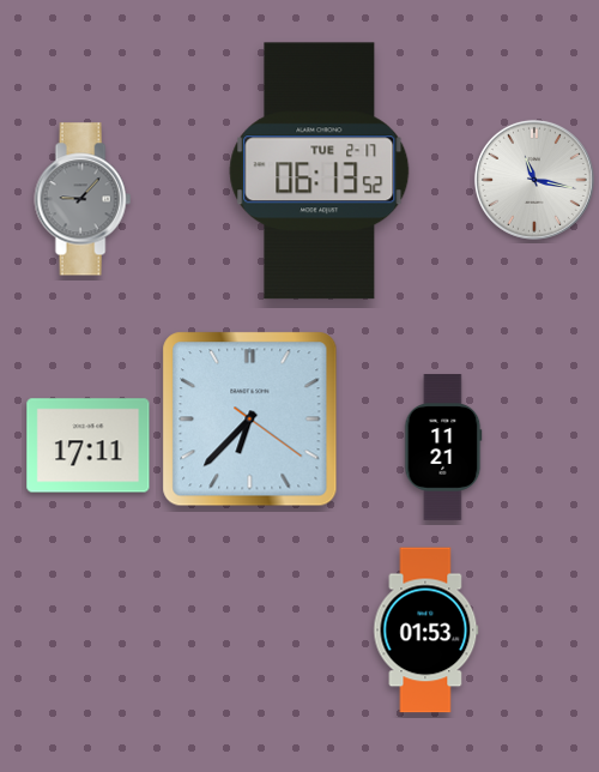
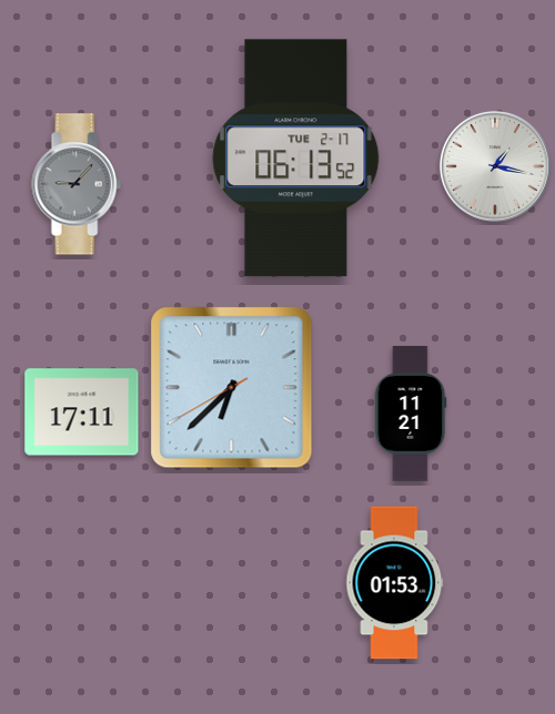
clock at (534, 180): 11:17 -> 1:17
clock at (250, 420): 6:37:21 -> 6:37:40
